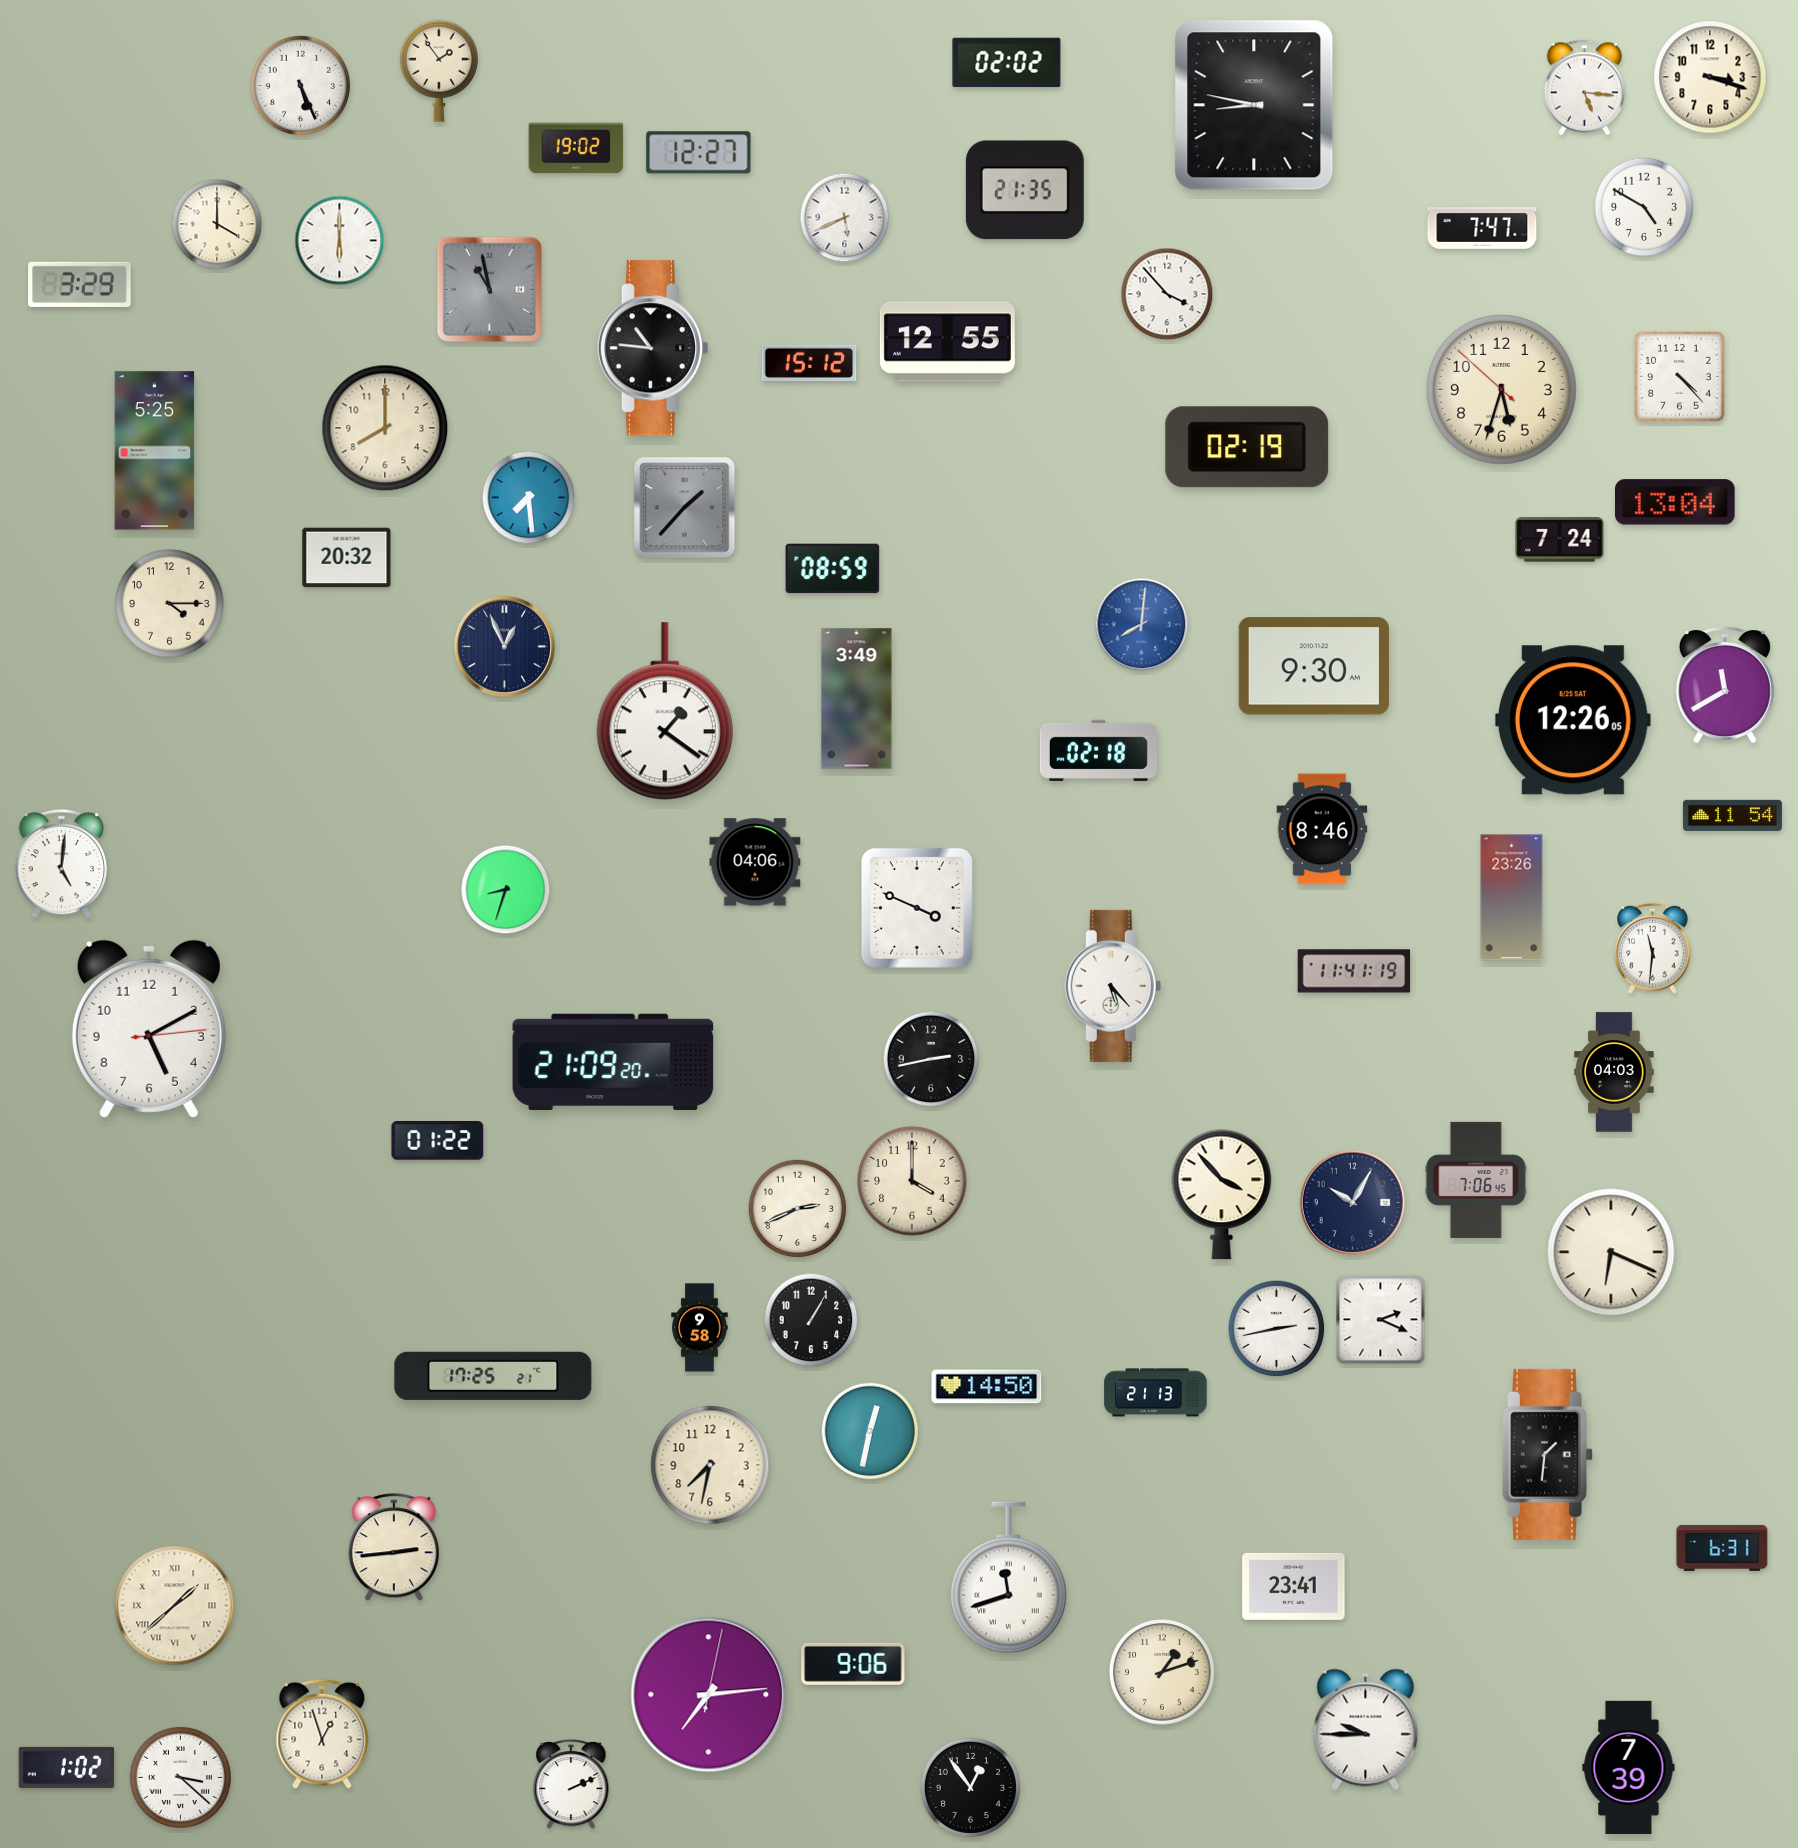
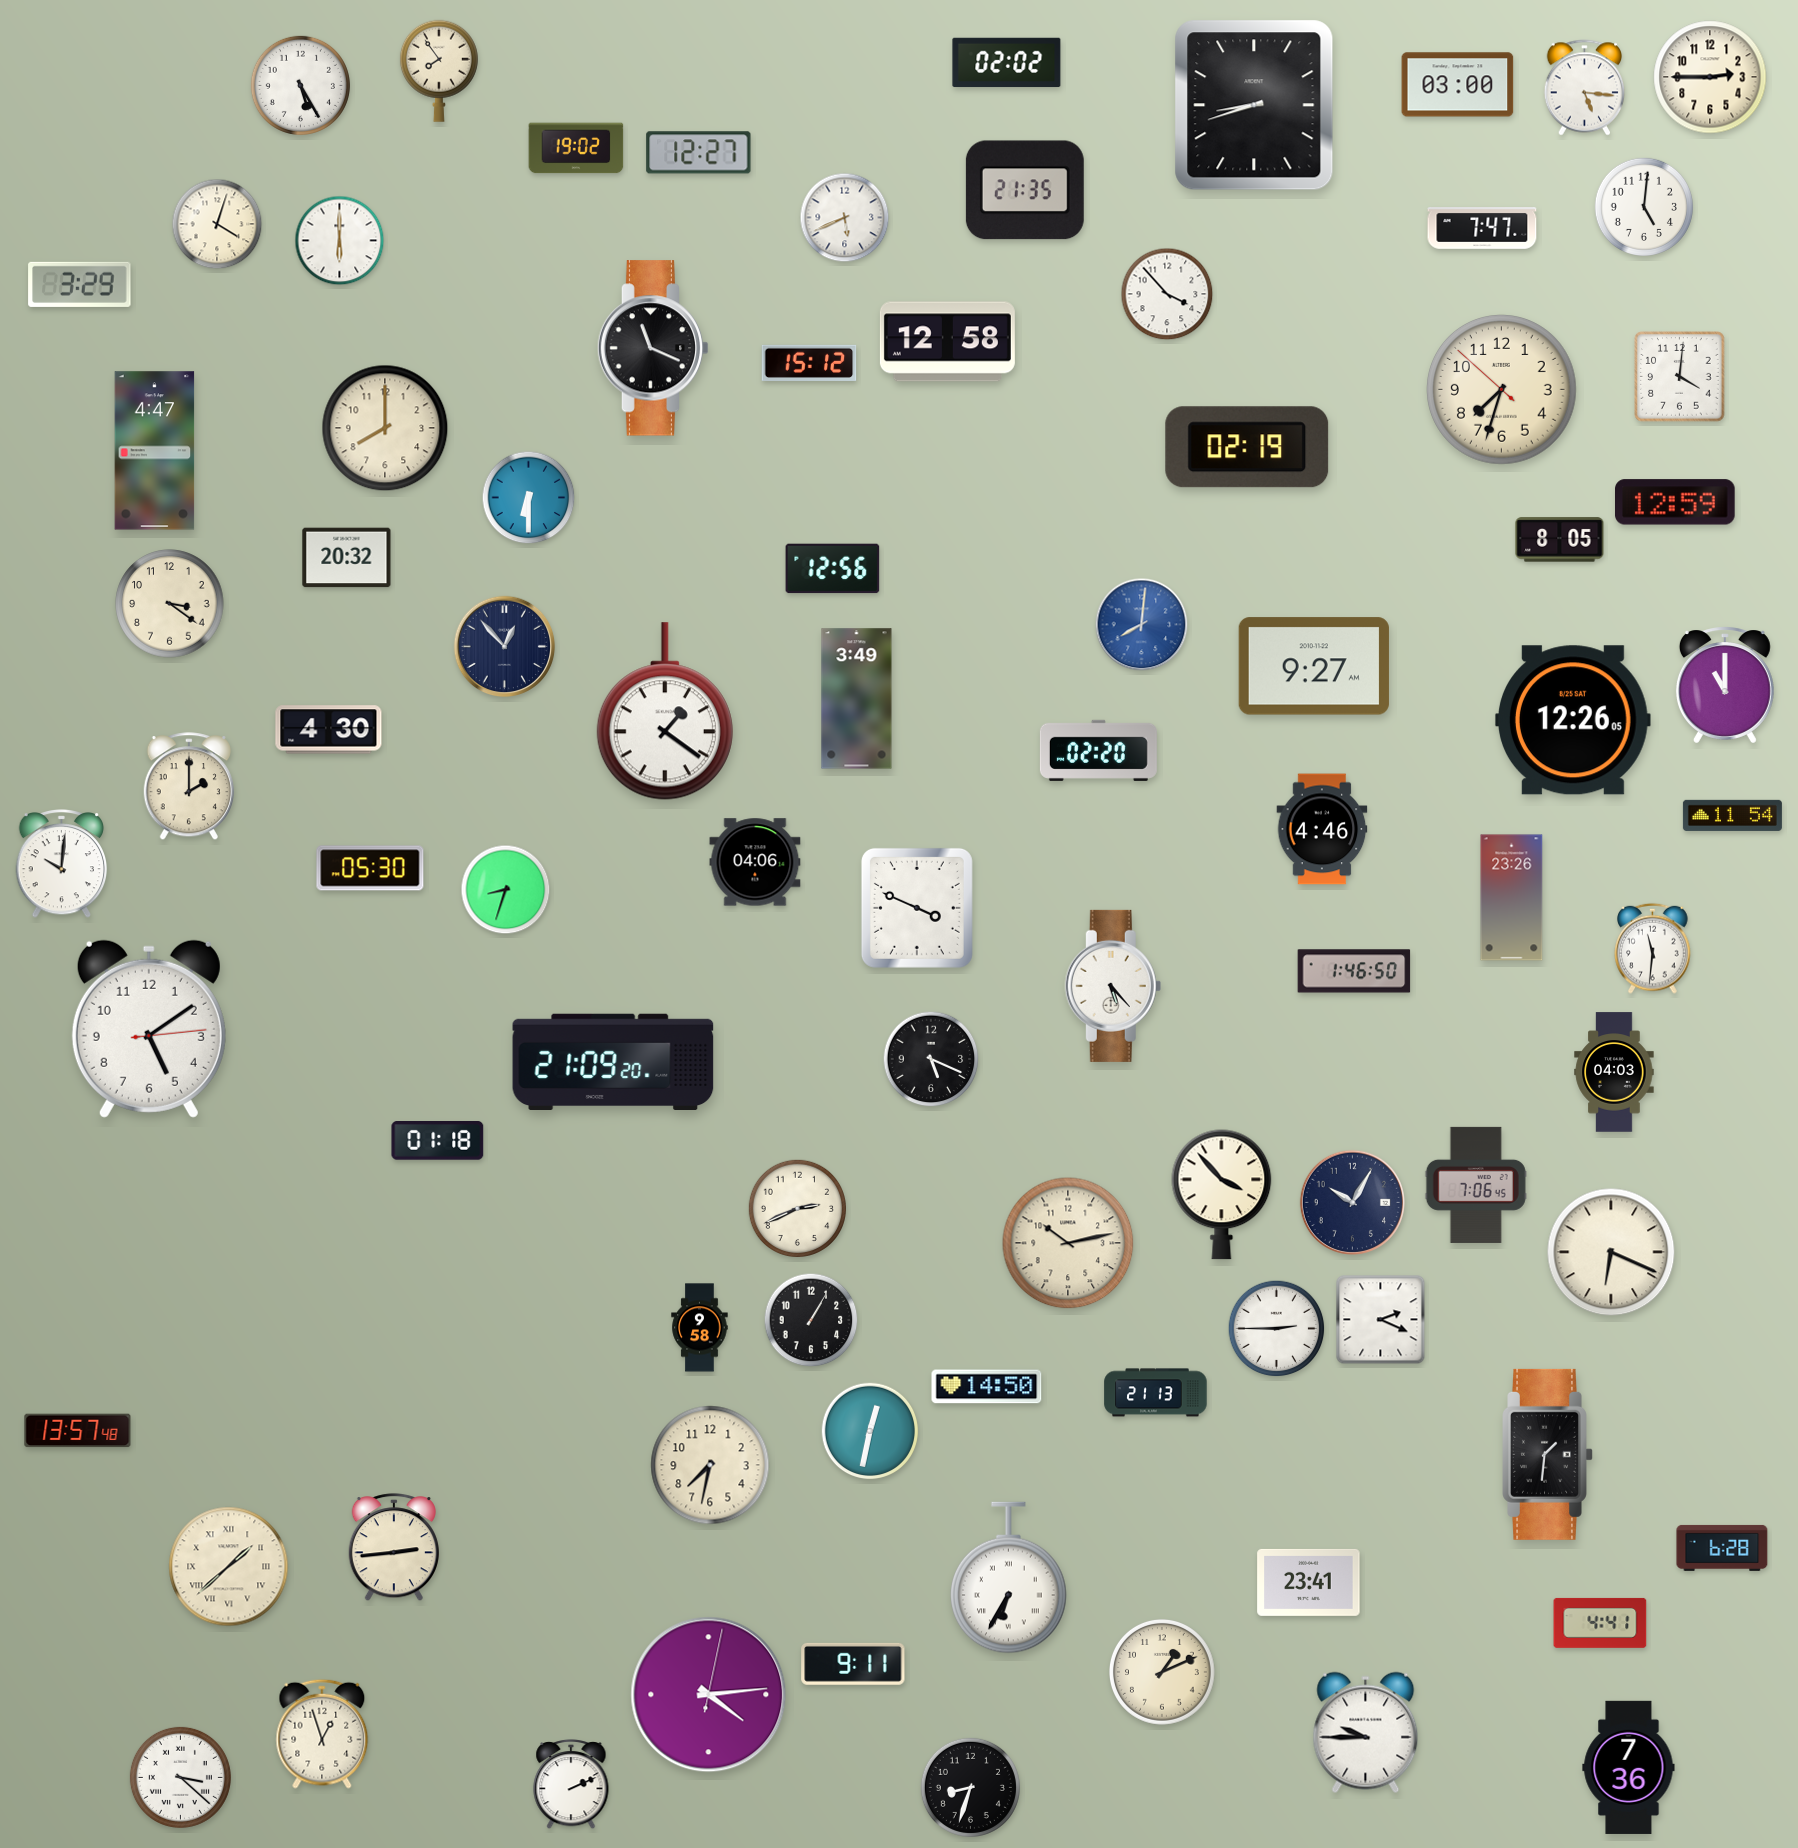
clock at (439, 71): 1:54 -> 7:54
clock at (1710, 77): 3:18 -> 2:45
clock at (300, 85): 5:26 -> 5:25
clock at (1458, 85): none -> 03:00
clock at (1254, 105): 8:47 -> 8:42
clock at (1644, 207): 4:50 -> 5:01
clock at (217, 224): 4:00 -> 4:03
clock at (489, 289): 10:58 -> none
clock at (947, 342): 12:55 -> 12:58
clock at (653, 348): 10:46 -> 11:19
clock at (1680, 377): 4:23 -> 4:01
clock at (1502, 390): 5:32 -> 7:32
clock at (155, 451): 5:25 -> 4:47
clock at (529, 498): 7:29 -> 6:30
clock at (1676, 502): 13:04 -> 12:59
clock at (685, 508): 1:37 -> none
clock at (1560, 540): 7:24 -> 8:05
clock at (833, 569): 08:59 -> 12:56
clock at (170, 604): 4:15 -> 3:21
clock at (505, 647): 12:56 -> 12:53
clock at (1314, 666): 9:30 -> 9:27
clock at (1725, 685): 11:40 -> 11:00
clock at (329, 730): none -> 4:30
clock at (1098, 750): 02:18 -> 02:20
clock at (189, 787): none -> 2:00
clock at (1322, 829): 8:46 -> 4:46
clock at (62, 864): 5:01 -> 10:01
clock at (370, 868): none -> 05:30
clock at (1354, 971): 11:41 -> 1:46
clock at (149, 1029): 5:10 -> 5:09
clock at (931, 1059): 2:43 -> 5:19
clock at (438, 1141): 01:22 -> 01:18
clock at (1476, 1180) position: (1476, 1180) -> (1476, 1185)
clock at (912, 1181): 4:00 -> none
clock at (1068, 1243): none -> 10:13
clock at (1277, 1329): 2:43 -> 2:45
clock at (493, 1376): 17:25 -> none
clock at (78, 1431): none -> 13:57
clock at (1722, 1548): 6:31 -> 6:28
clock at (1009, 1578): 11:42 -> 6:35
clock at (1294, 1586) position: (1294, 1586) -> (1309, 1582)
clock at (175, 1606) position: (175, 1606) -> (229, 1567)
clock at (1600, 1623): none -> 4:41
clock at (853, 1664): 9:06 -> 9:11
clock at (1163, 1673): 1:12 -> 1:11
clock at (709, 1695): 7:14 -> 4:14
clock at (1366, 1730) position: (1366, 1730) -> (1366, 1733)
clock at (67, 1767): 1:02 -> none
clock at (1629, 1767): 7:39 -> 7:36
clock at (970, 1787): 12:54 -> 8:33
